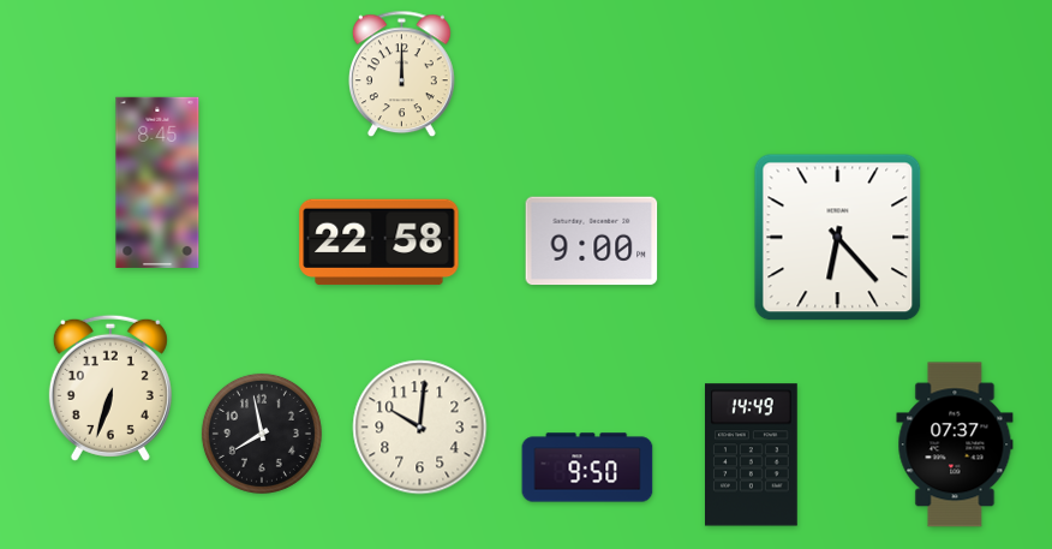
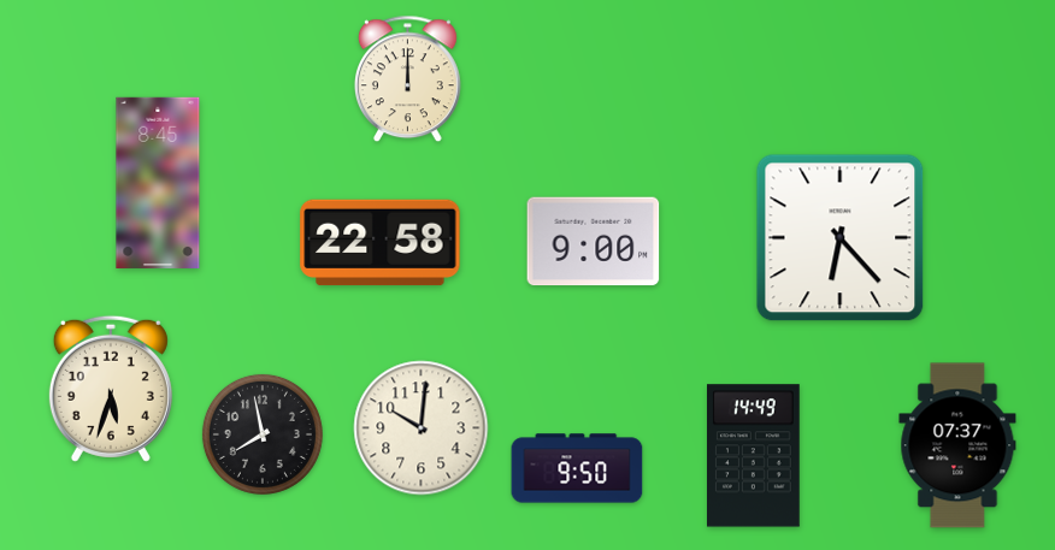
clock at (401, 74) position: (401, 74) -> (407, 79)
clock at (110, 388): 6:33 -> 5:33
clock at (587, 467) position: (587, 467) -> (577, 468)
